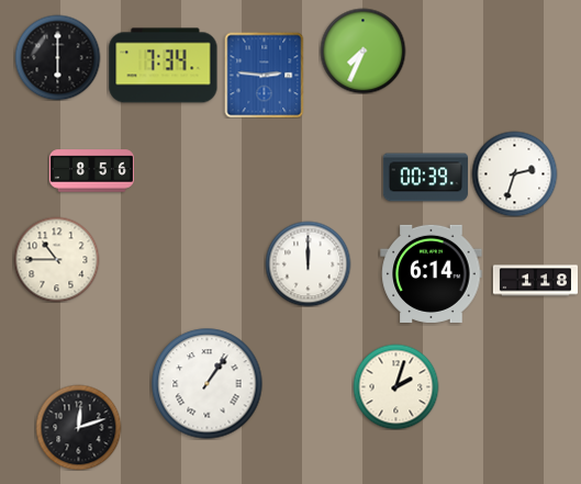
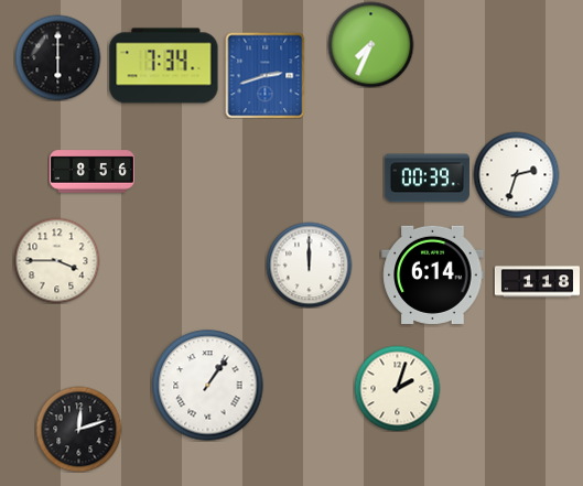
clock at (362, 50) position: (362, 50) -> (370, 44)
clock at (265, 75): 2:46 -> 2:42
clock at (56, 259): 10:45 -> 3:45
